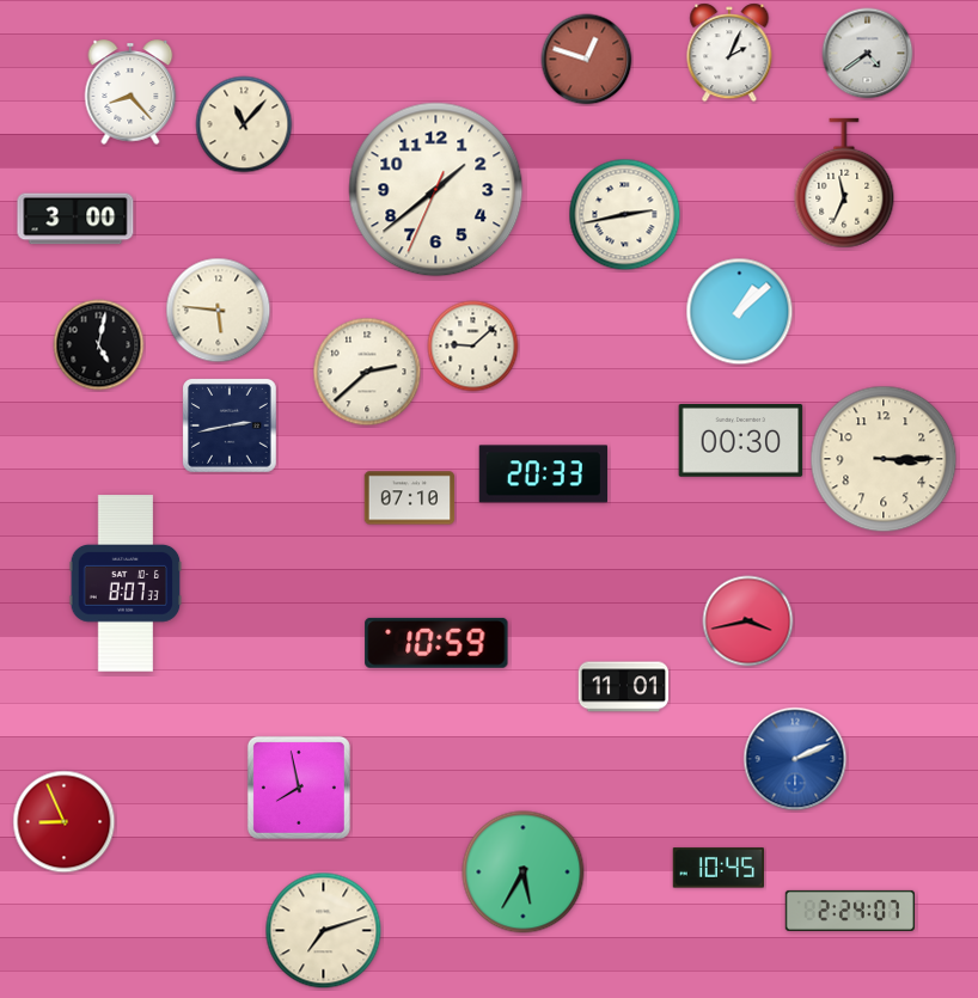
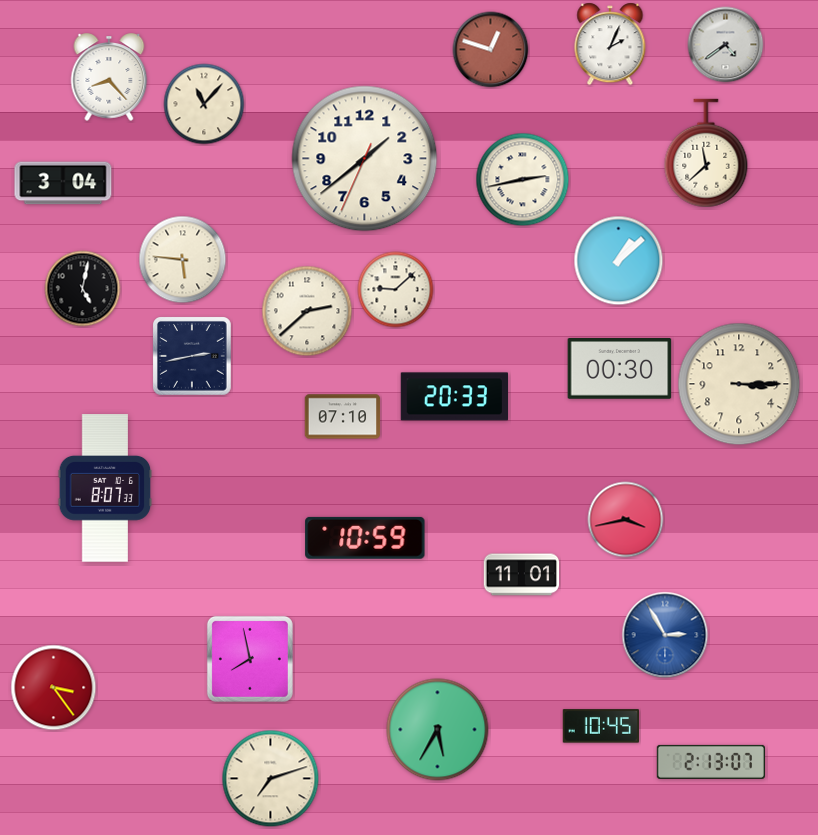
clock at (844, 183): 11:34 -> 11:38
clock at (75, 219): 3:00 -> 3:04
clock at (795, 759): 2:11 -> 2:55
clock at (65, 822): 8:56 -> 3:24
clock at (850, 911): 2:24 -> 2:13
